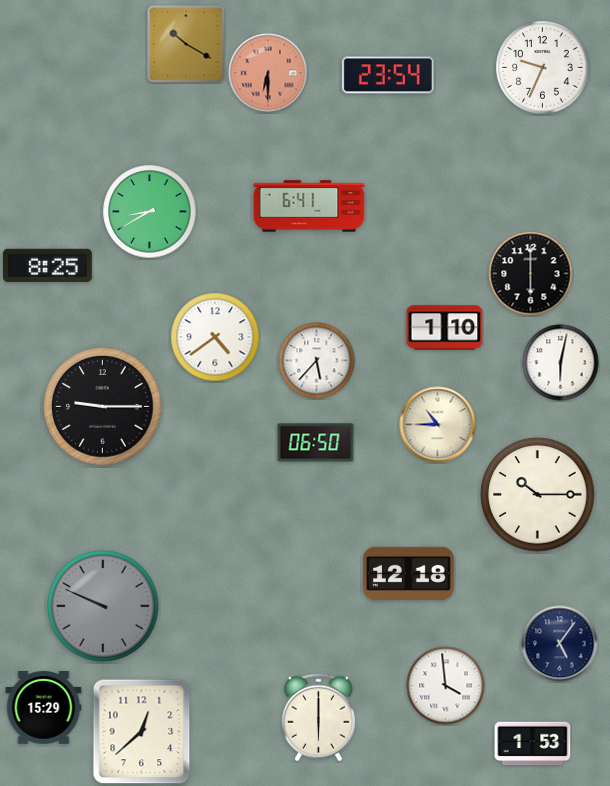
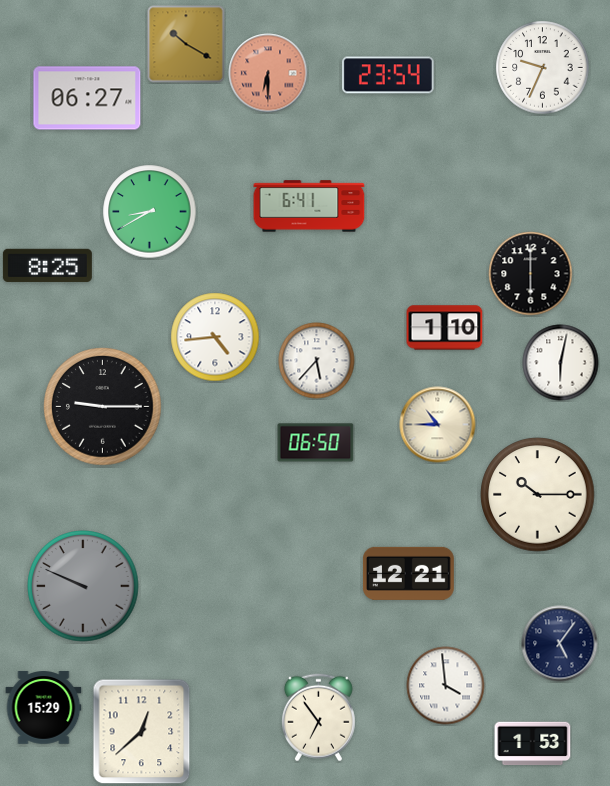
clock at (87, 98): none -> 06:27
clock at (215, 337): 4:39 -> 4:44
clock at (408, 573): 12:18 -> 12:21
clock at (103, 606) position: (103, 606) -> (83, 586)
clock at (318, 718): 6:00 -> 6:54
